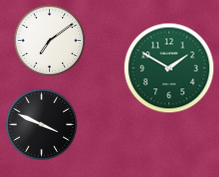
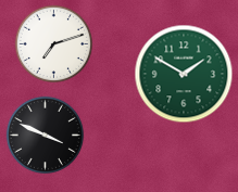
clock at (50, 41): 7:09 -> 7:12
